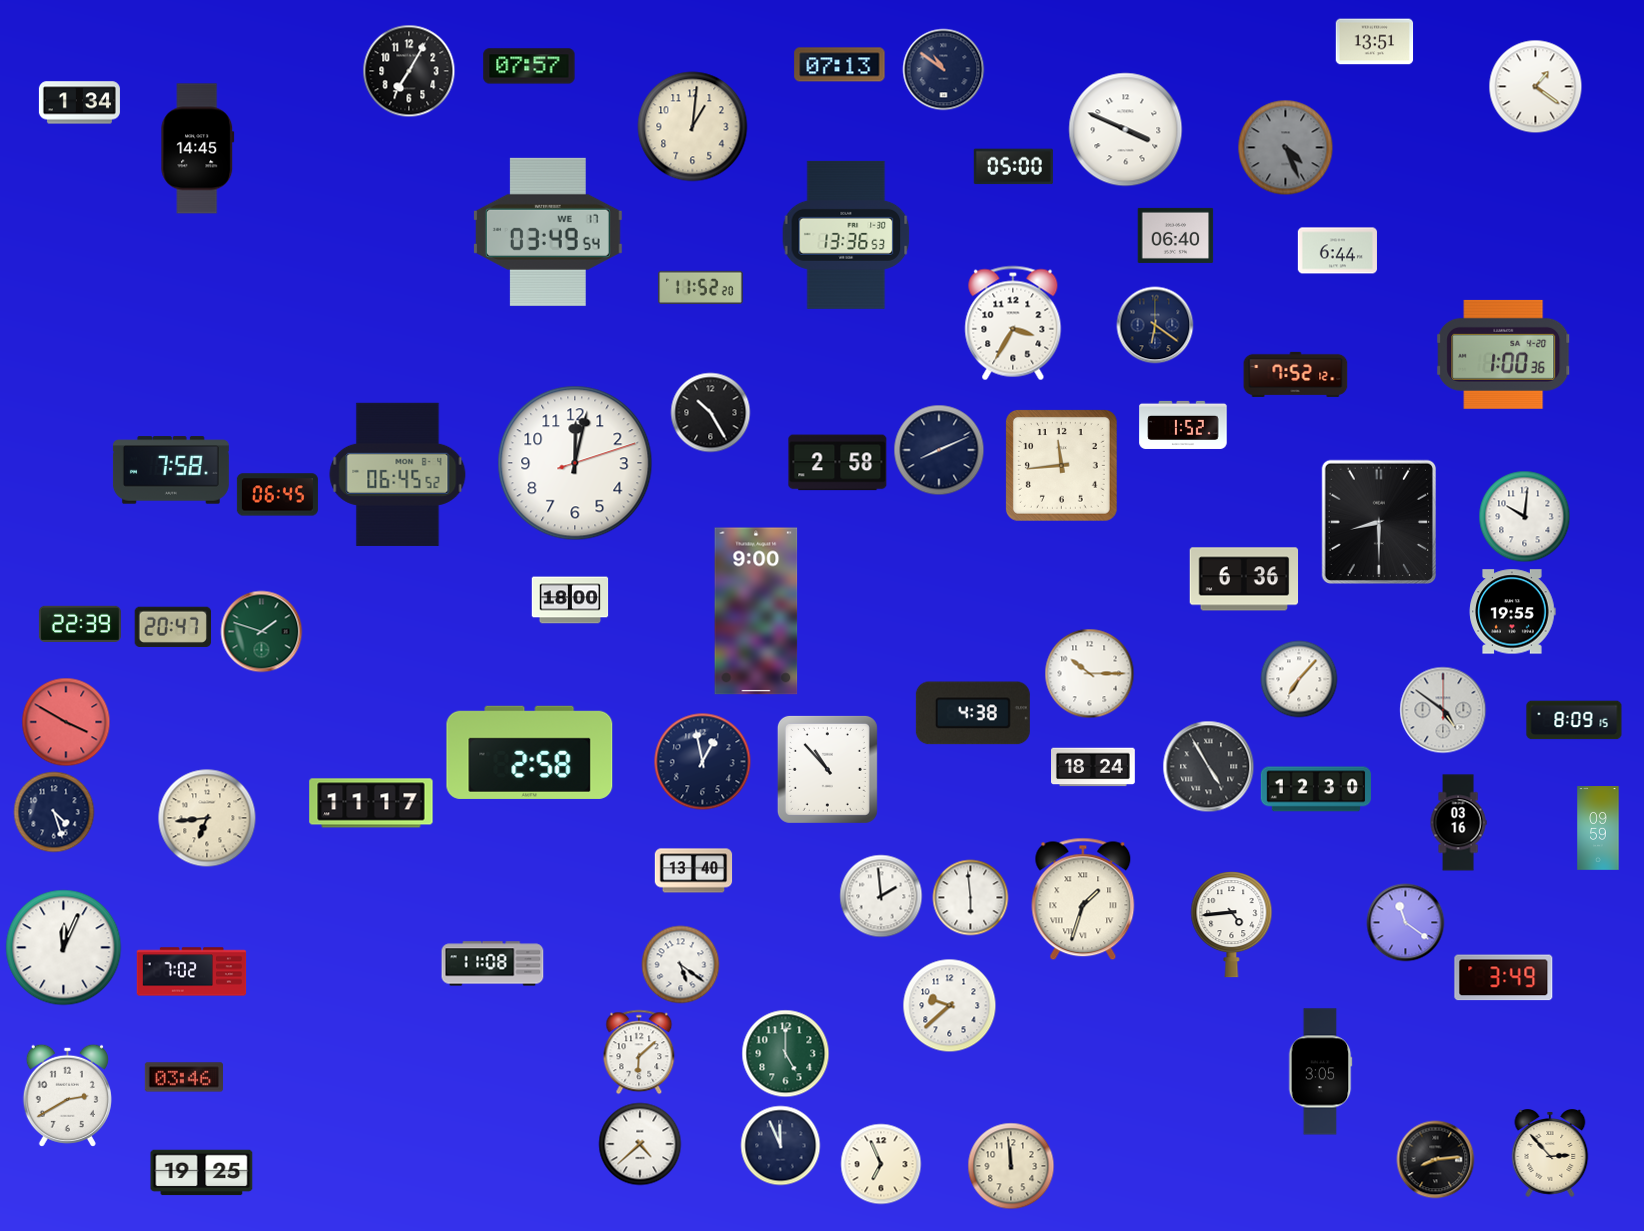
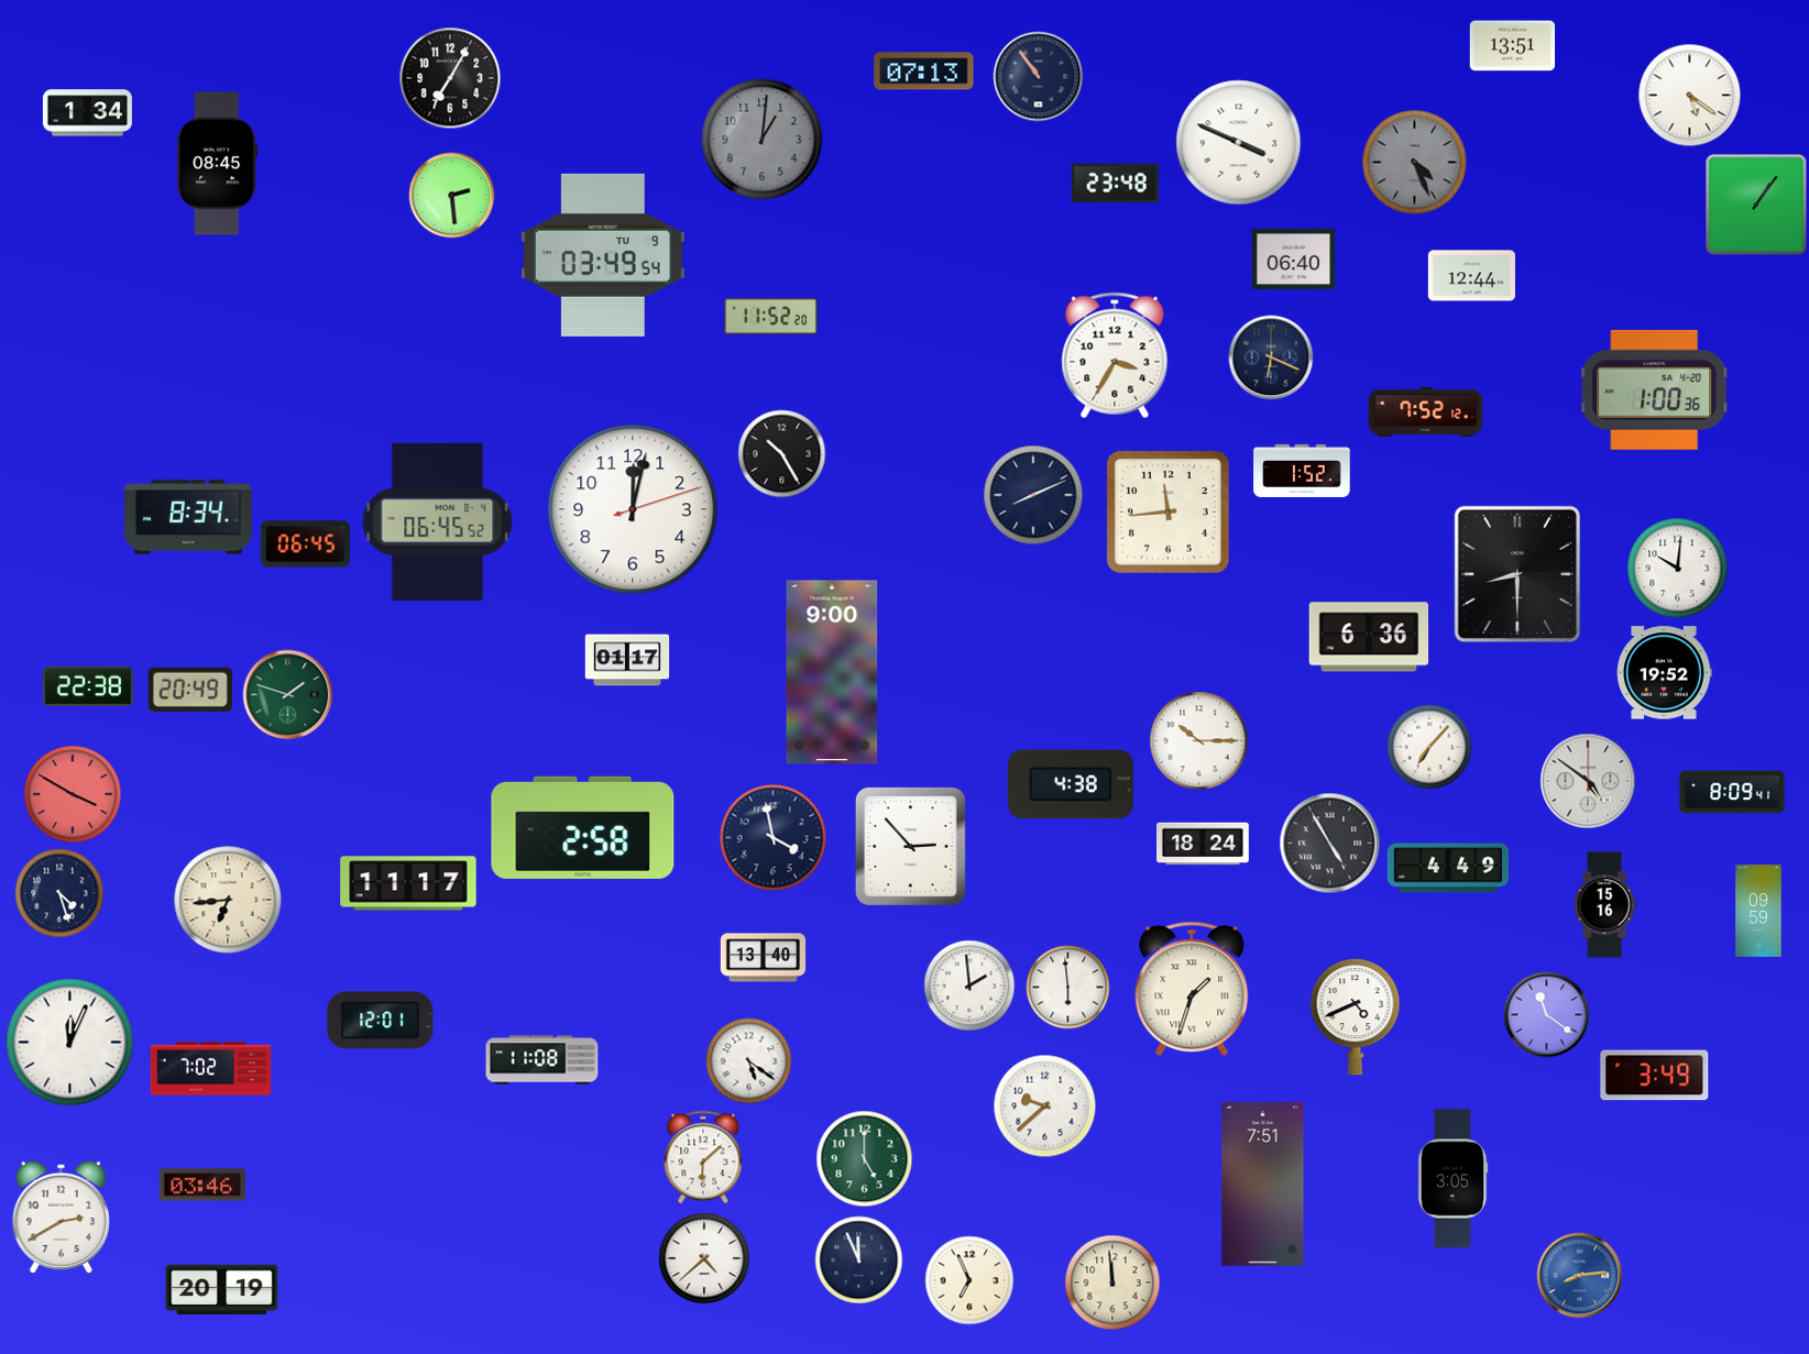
clock at (529, 66): 07:57 -> none
clock at (944, 70): 10:51 -> 10:54
clock at (1536, 87): 1:21 -> 5:21
clock at (693, 127) dial: cream -> grey
clock at (198, 149): 14:45 -> 08:45
clock at (1013, 167): 05:00 -> 23:48
clock at (452, 196): none -> 2:29
clock at (1756, 205): none -> 1:06
clock at (548, 232) date: WE 17 -> TU 9
clock at (846, 235): 13:36 -> none
clock at (1337, 251): 6:44 -> 12:44
clock at (1155, 325): 6:21 -> 6:19
clock at (1183, 425) position: (1183, 425) -> (1302, 471)
clock at (838, 463): 2:58 -> none
clock at (171, 470): 7:58 -> 8:34
clock at (570, 600): 18:00 -> 01:17
clock at (1513, 612): 19:55 -> 19:52
clock at (80, 624): 22:39 -> 22:38
clock at (172, 626): 20:47 -> 20:49
clock at (1574, 720): 8:09:15 -> 8:09:41
clock at (703, 762): 12:58 -> 3:58
clock at (827, 769): 10:53 -> 2:53
clock at (1316, 789): 12:30 -> 4:49
clock at (1458, 823): 03:16 -> 15:16
clock at (1232, 925): 4:44 -> 4:41
clock at (381, 1021): none -> 12:01
clock at (1263, 1184): none -> 7:51
clock at (67, 1095) position: (67, 1095) -> (61, 1217)
clock at (1550, 1153): 2:53 -> none
clock at (1436, 1160) dial: black -> blue
clock at (202, 1173): 19:25 -> 20:19
